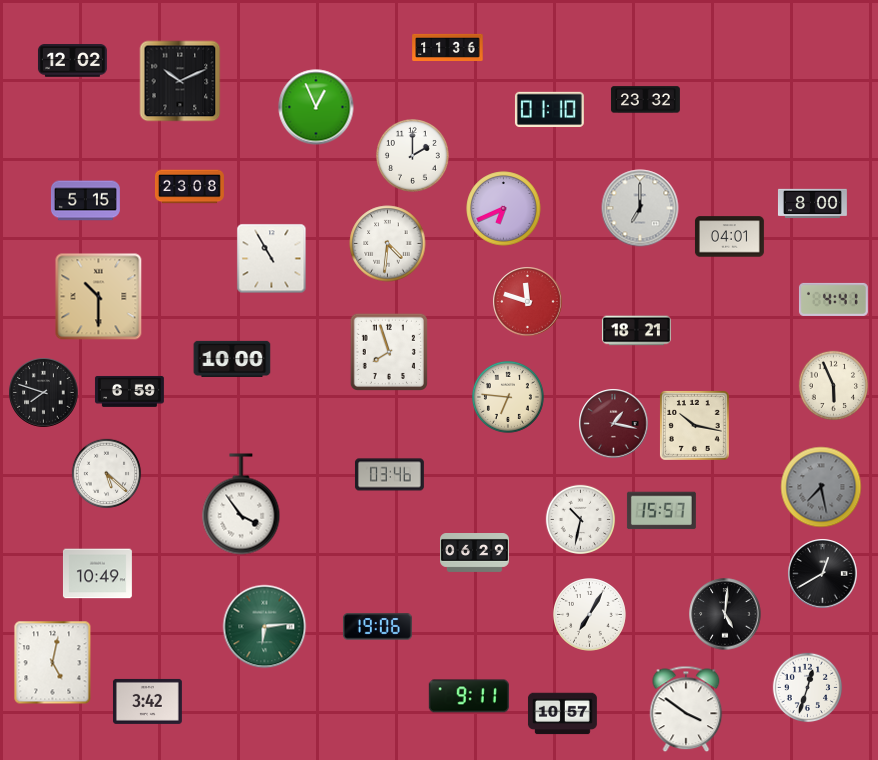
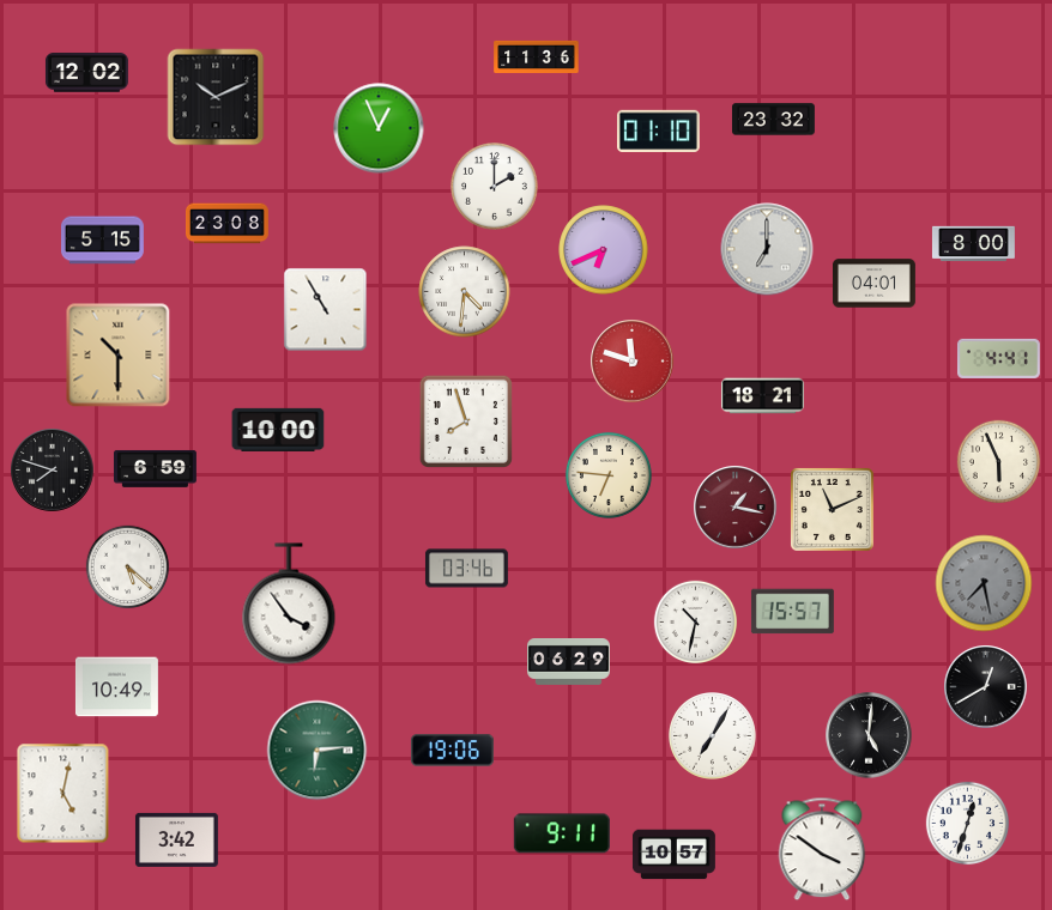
clock at (694, 425): 10:17 -> 11:11
clock at (590, 615) position: (590, 615) -> (713, 736)
